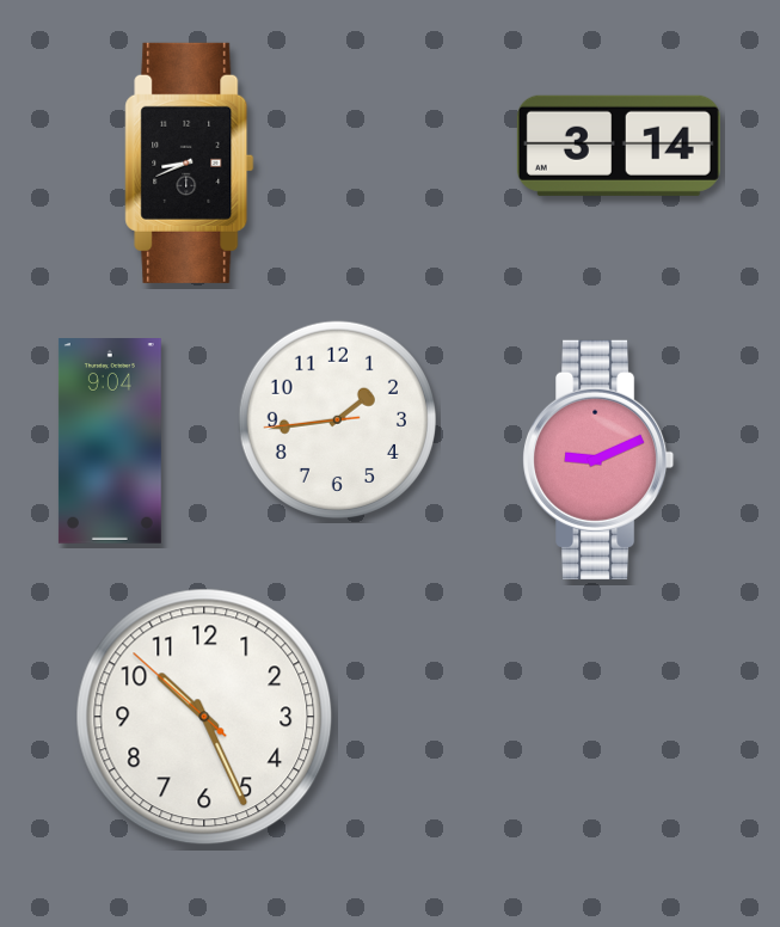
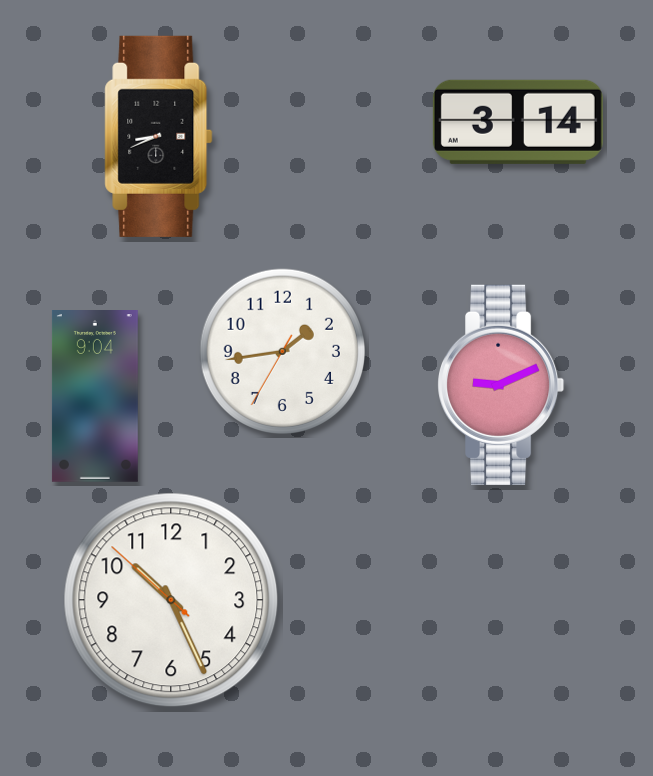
clock at (337, 419): 1:43:44 -> 1:43:35
clock at (110, 442) position: (110, 442) -> (95, 397)
